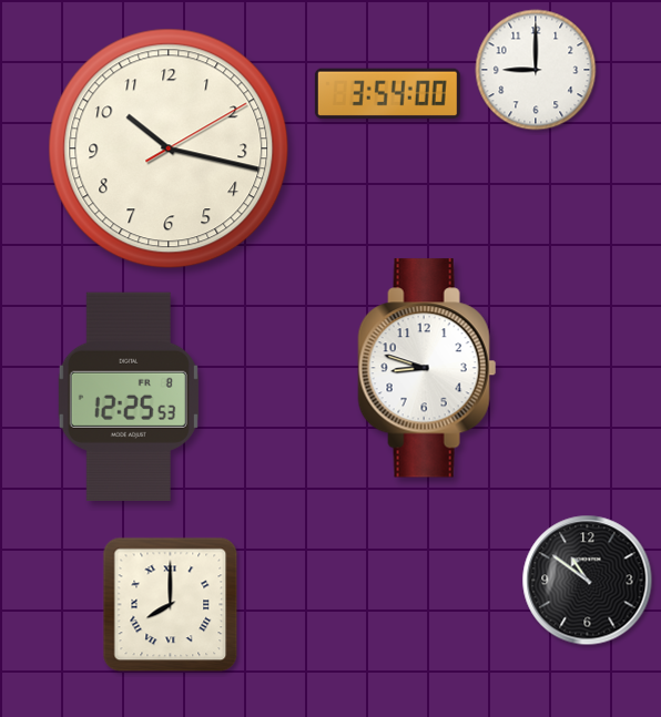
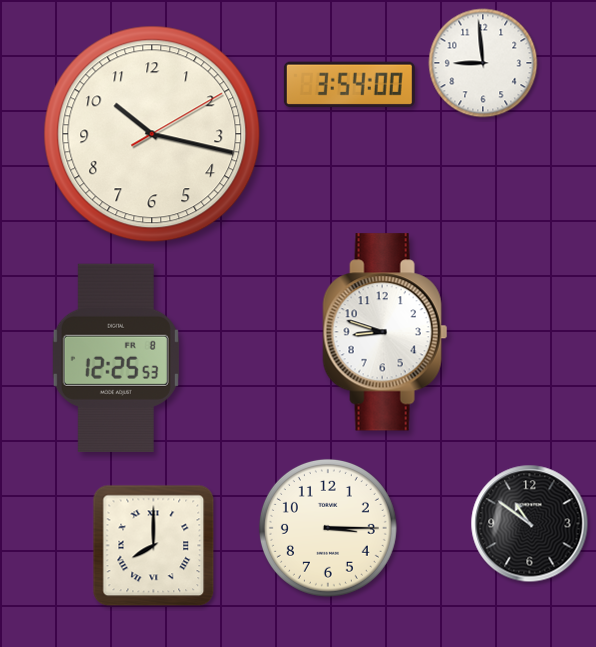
clock at (536, 70): 9:00 -> 8:59
clock at (328, 528): none -> 3:15
